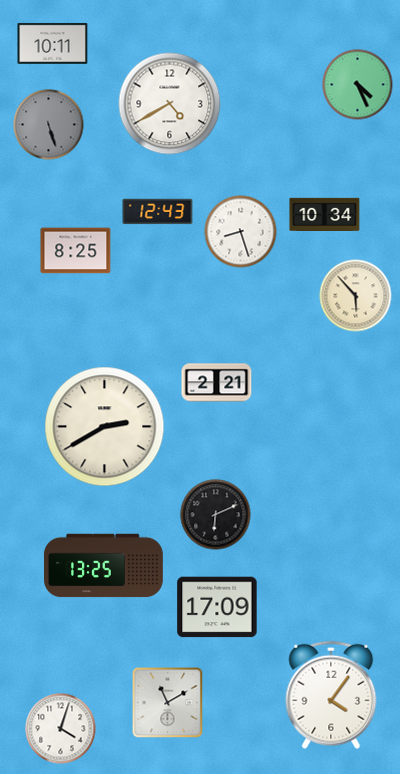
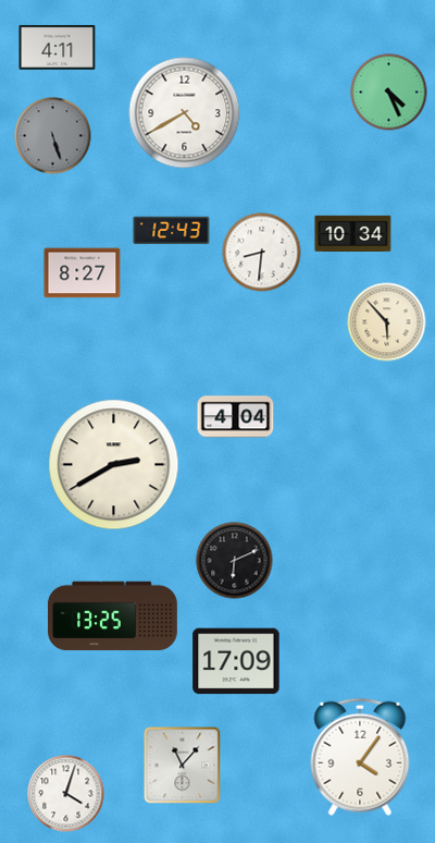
clock at (53, 43): 10:11 -> 4:11
clock at (241, 232): 8:27 -> 8:31
clock at (76, 251): 8:25 -> 8:27
clock at (217, 383): 2:21 -> 4:04
clock at (168, 703): 11:10 -> 11:07
